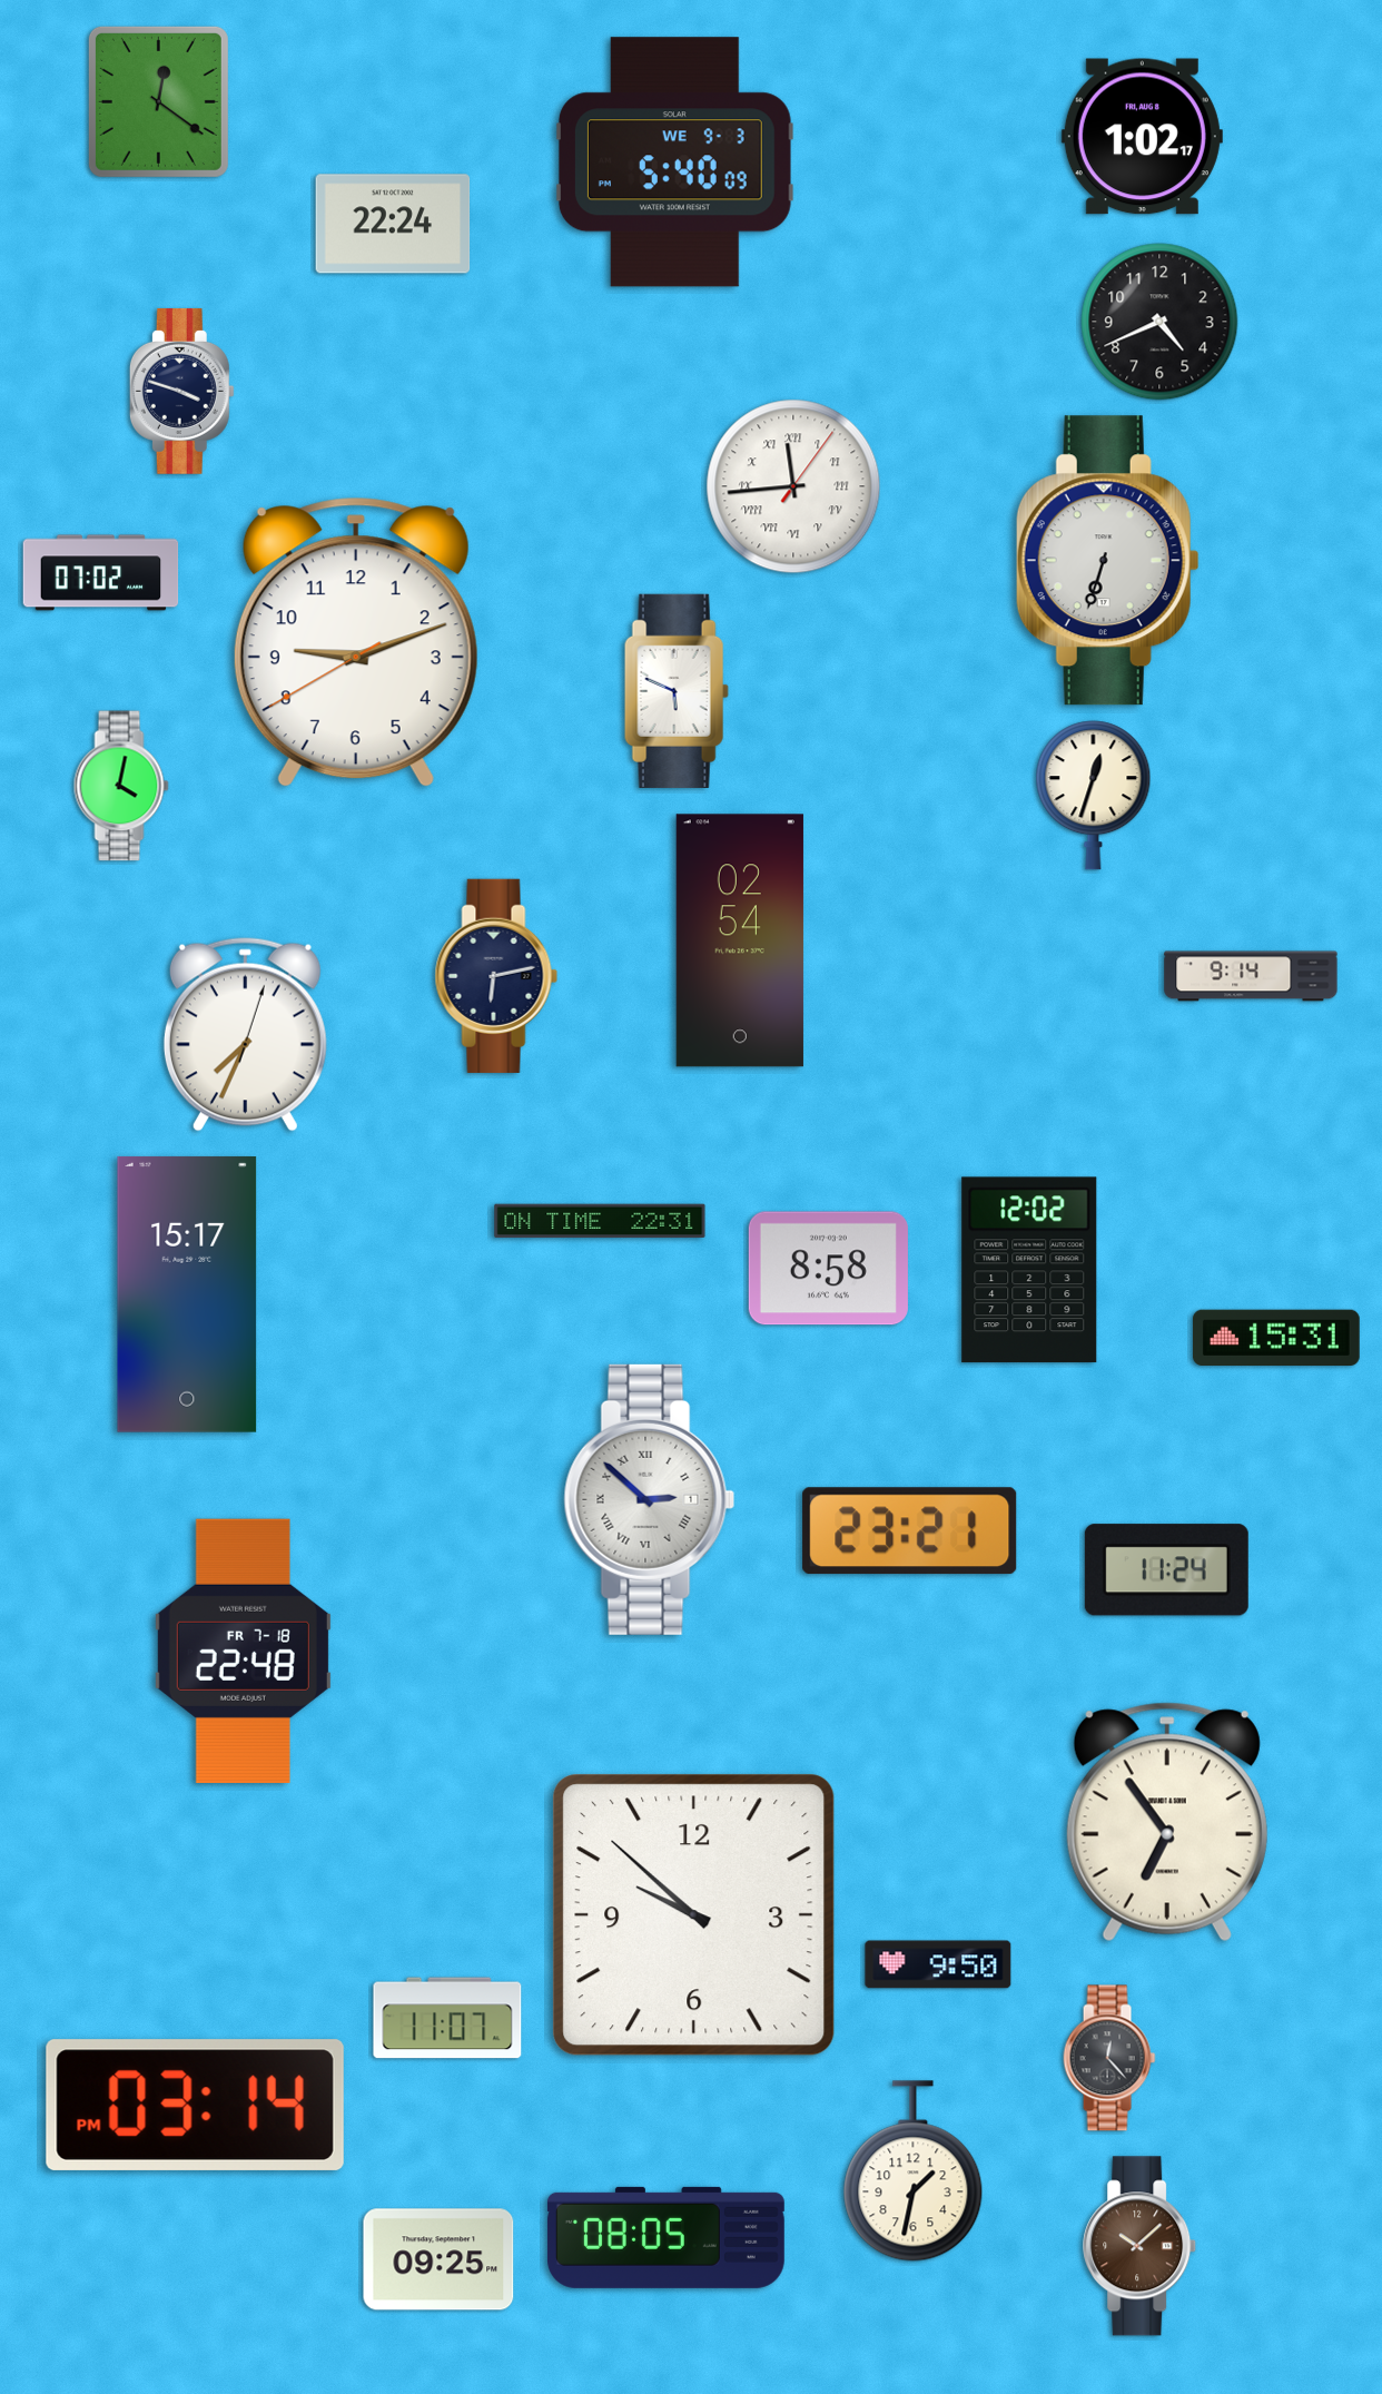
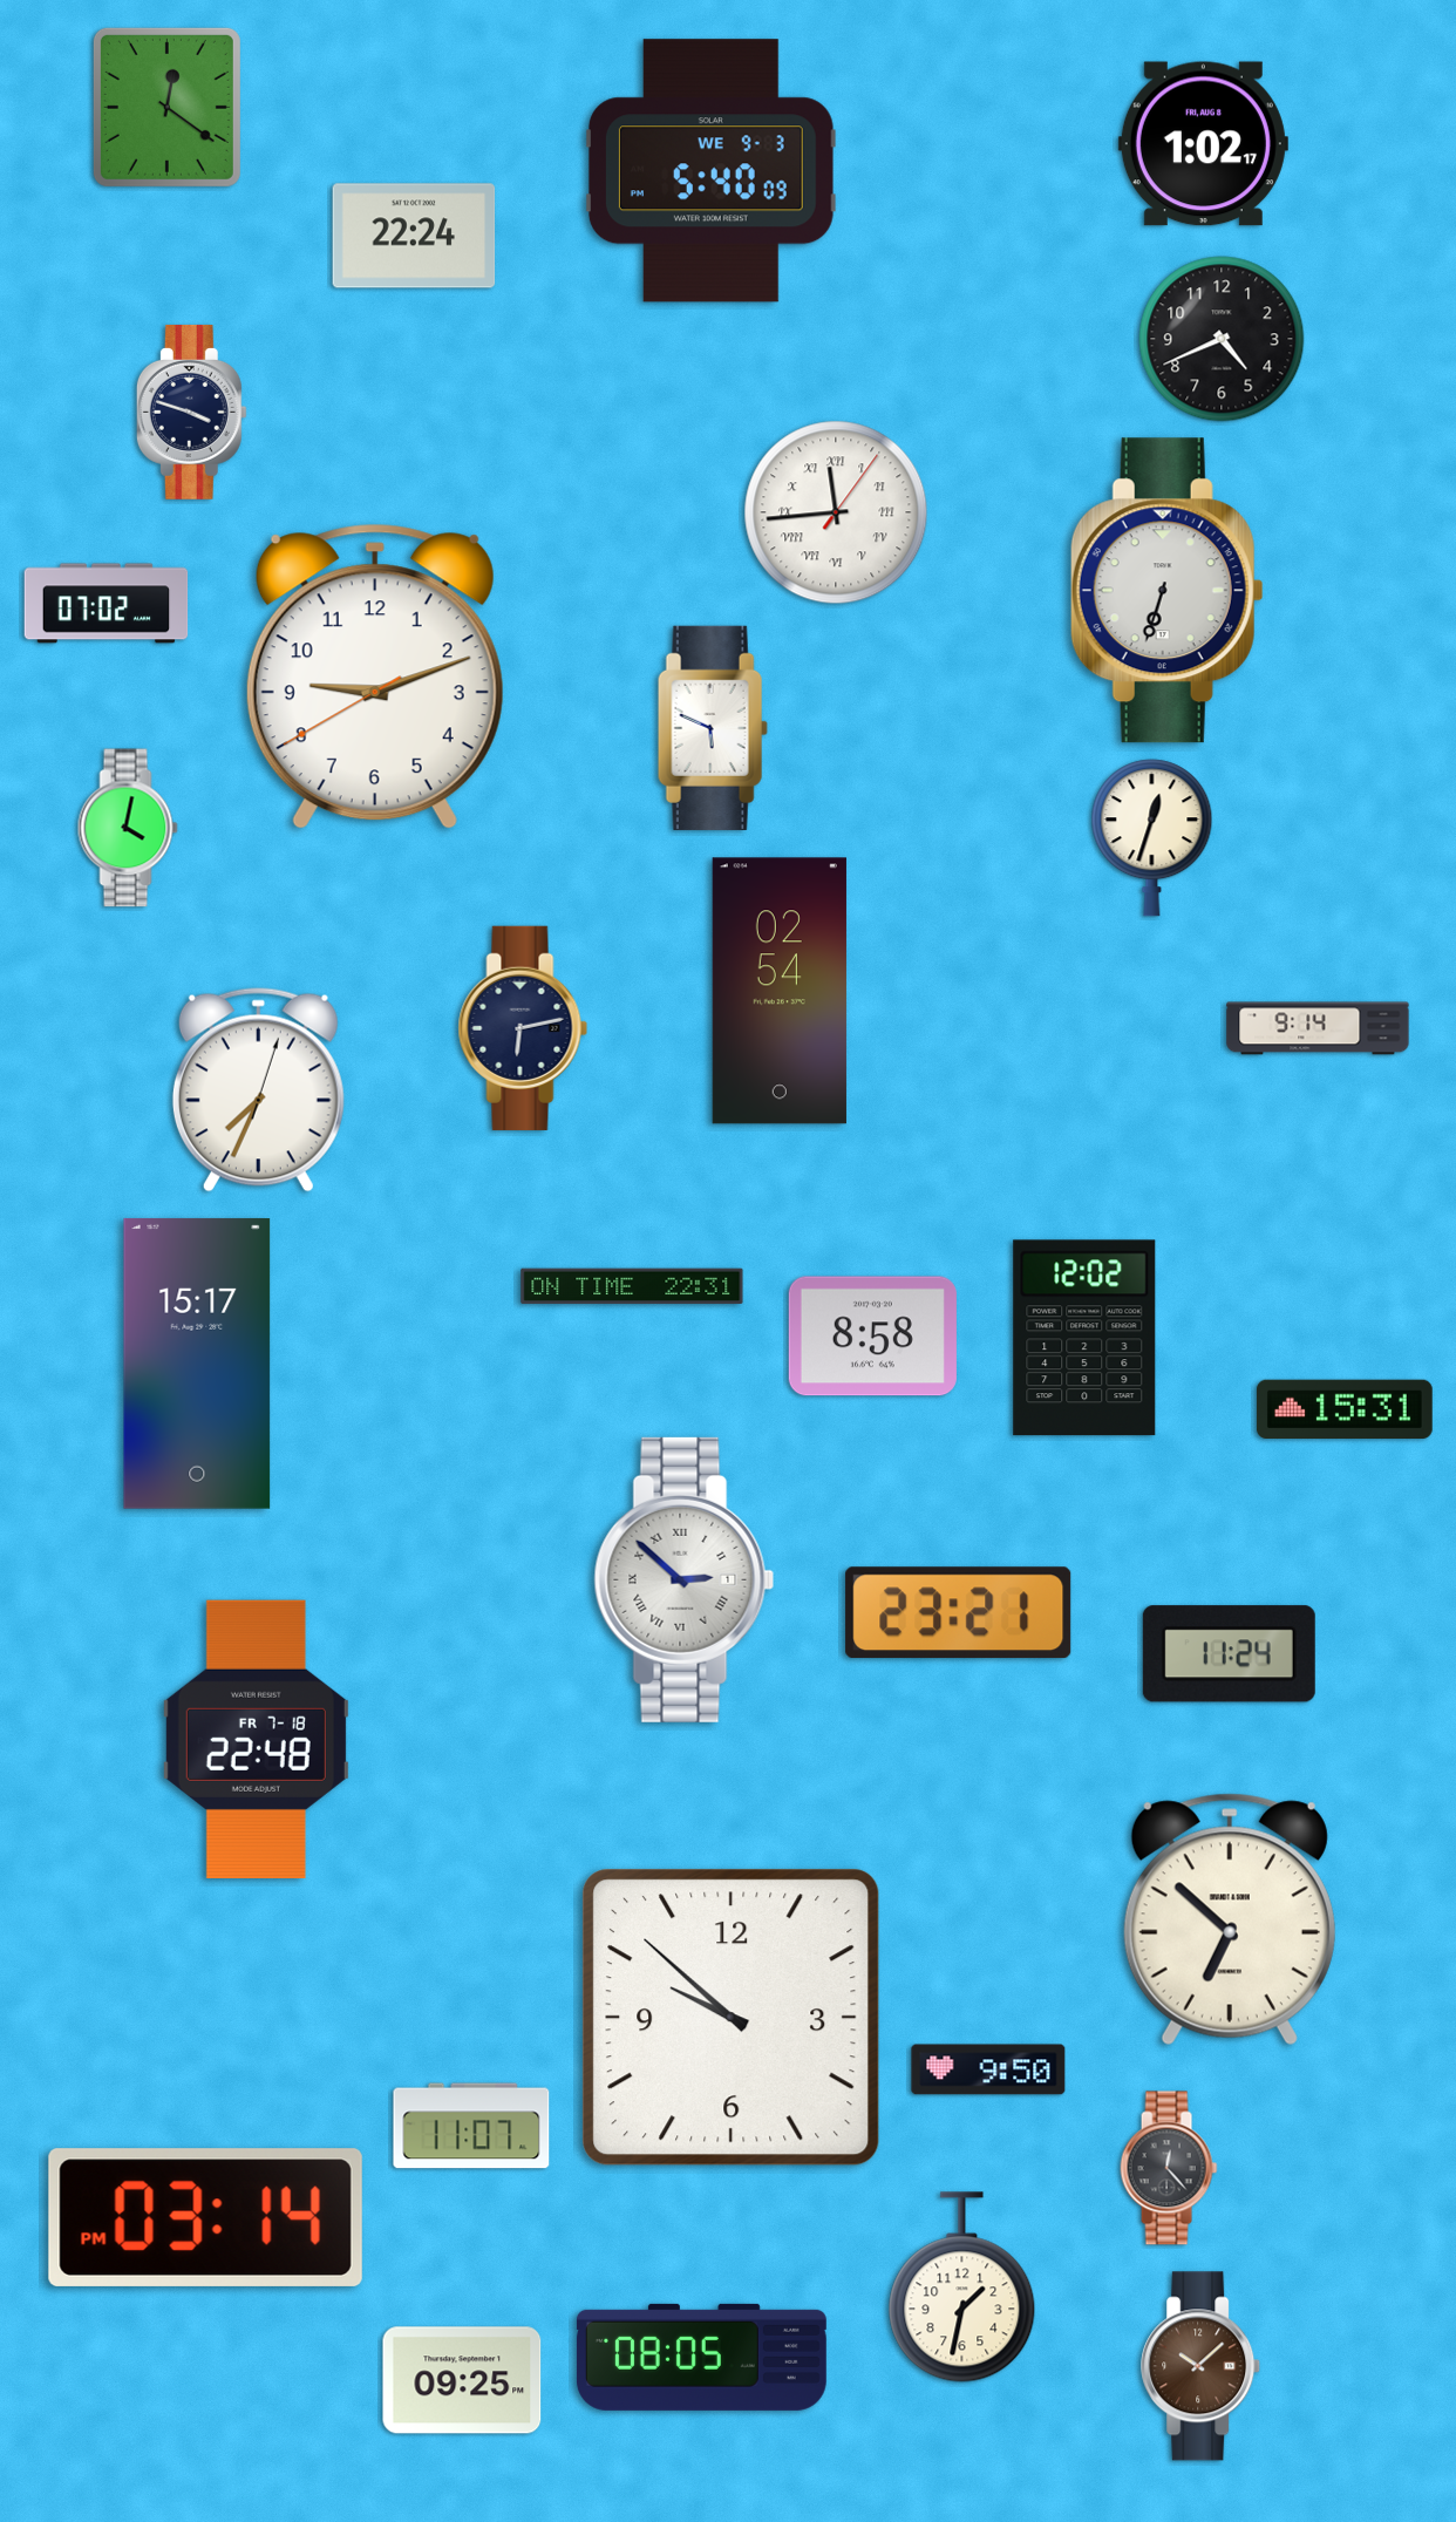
clock at (1167, 1822): 6:54 -> 6:52
